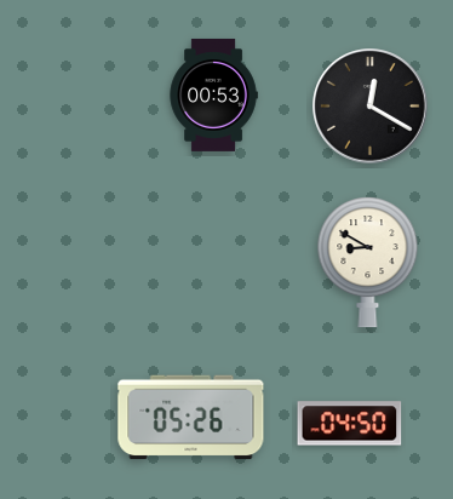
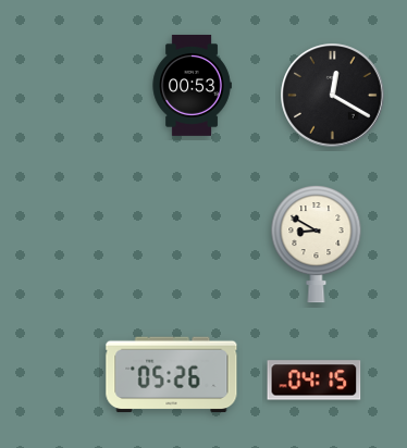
clock at (368, 262) position: (368, 262) -> (317, 244)
clock at (350, 424): 04:50 -> 04:15
